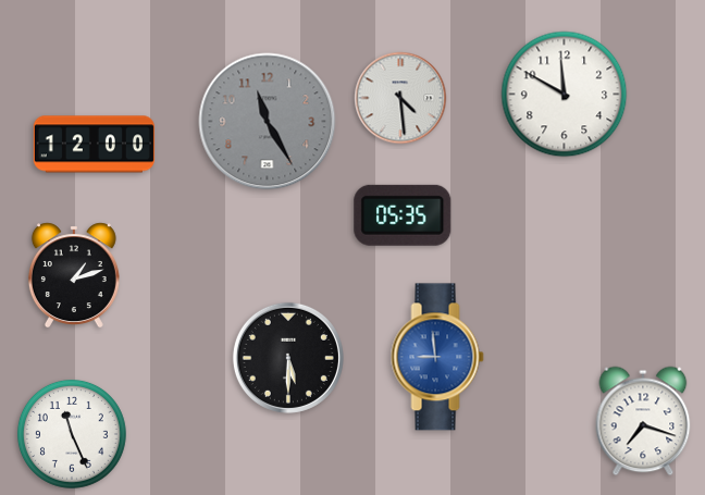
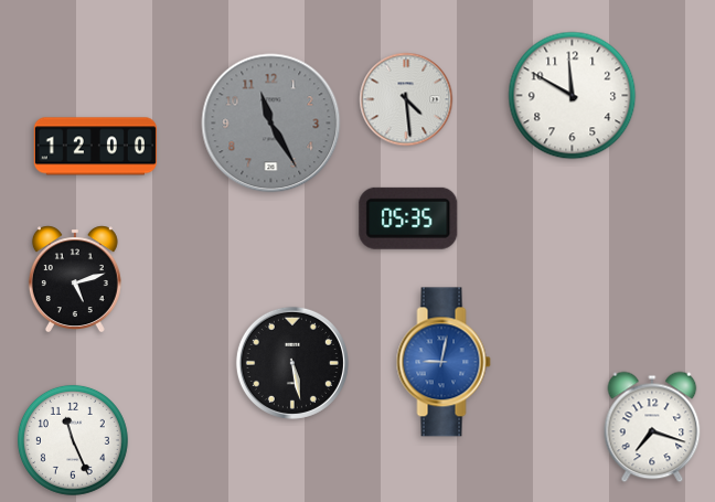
clock at (74, 275): 1:12 -> 5:12
clock at (437, 357): 8:59 -> 9:02
clock at (288, 358): 5:30 -> 5:28
